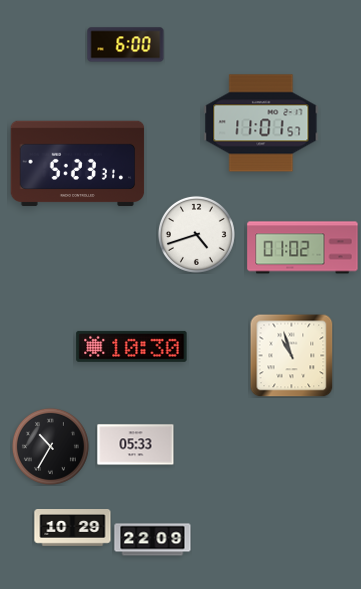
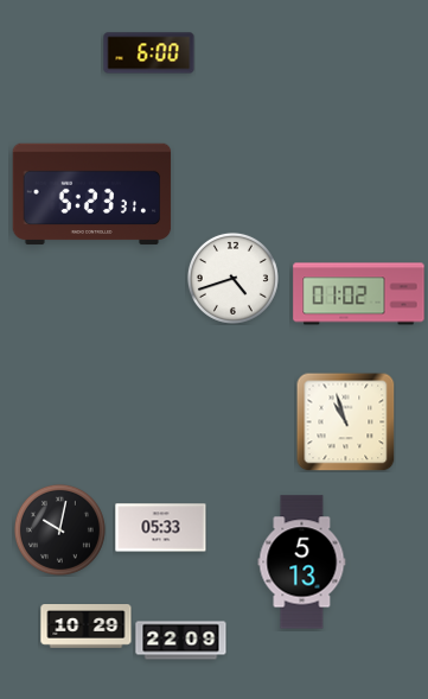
clock at (261, 123): 11:01 -> none
clock at (132, 346): 10:30 -> none
clock at (50, 446): 10:35 -> 10:02
clock at (302, 563): none -> 5:13
